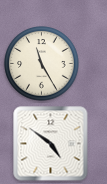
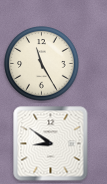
clock at (51, 144): 4:51 -> 8:51
